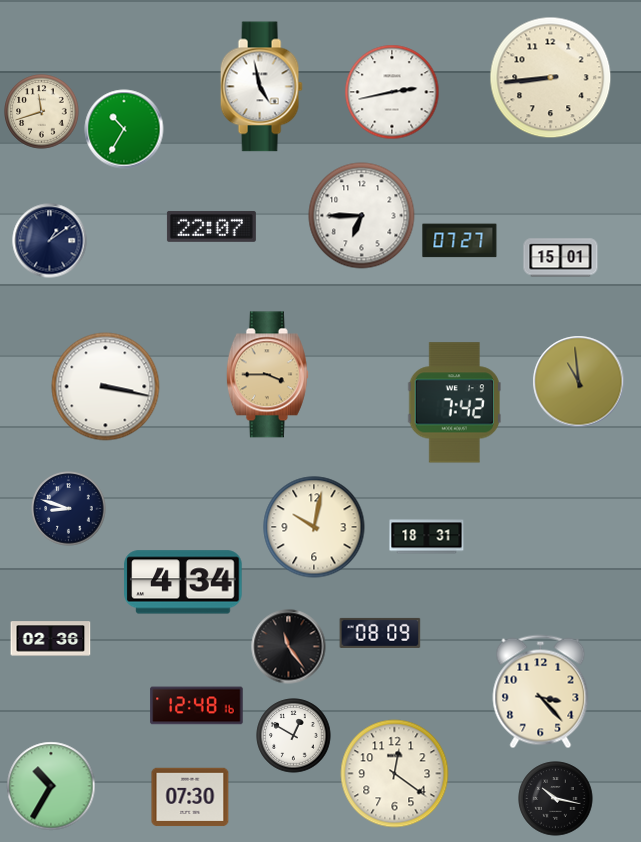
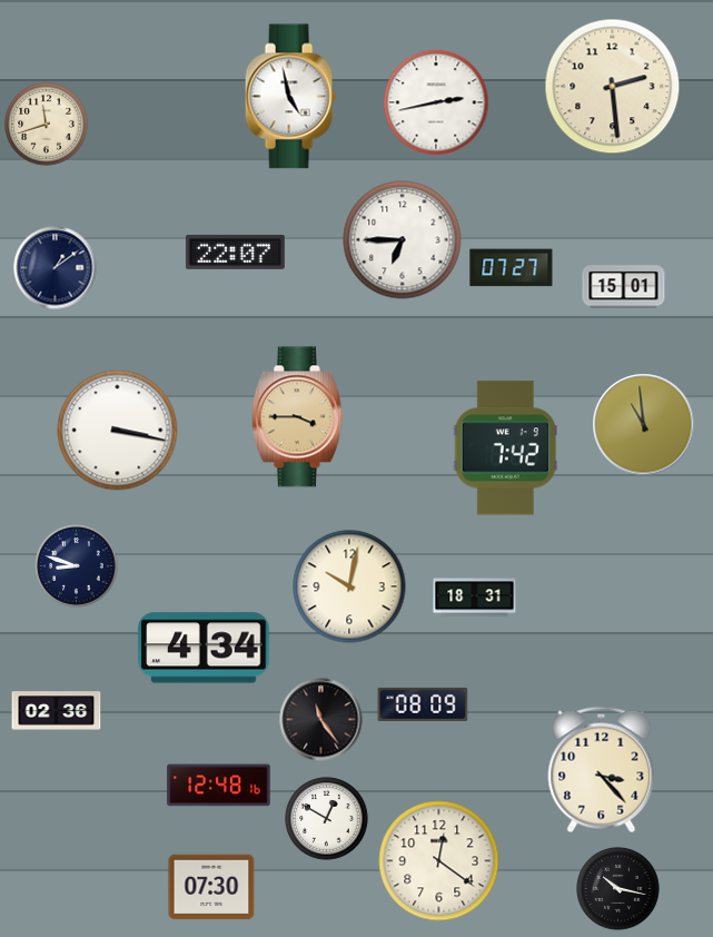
clock at (551, 78): 8:44 -> 2:29
clock at (124, 129): 10:35 -> none
clock at (51, 786): 10:35 -> none
